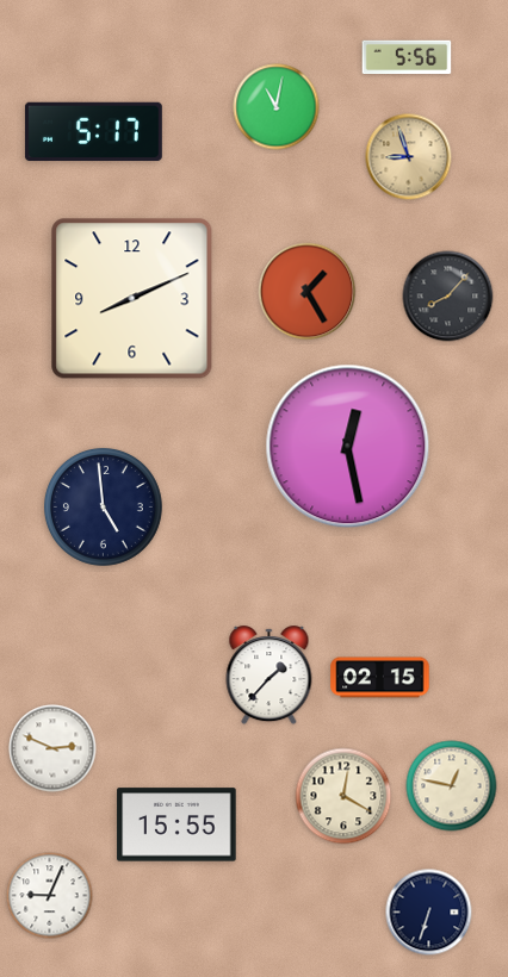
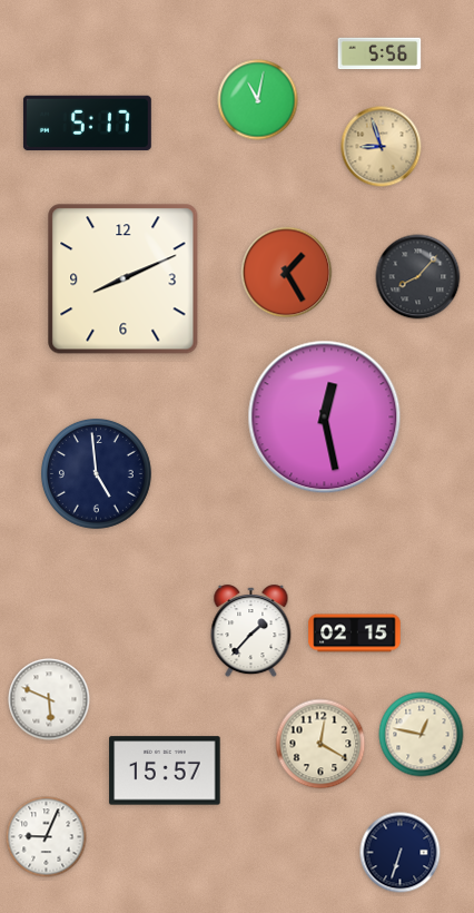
clock at (52, 748): 2:49 -> 5:49
clock at (176, 824): 15:55 -> 15:57
